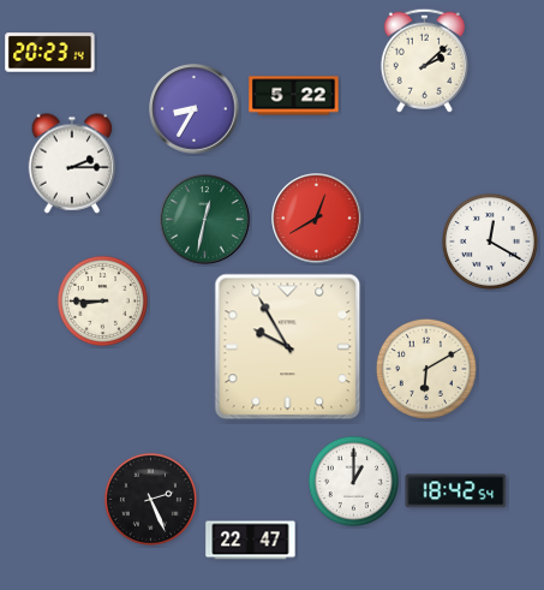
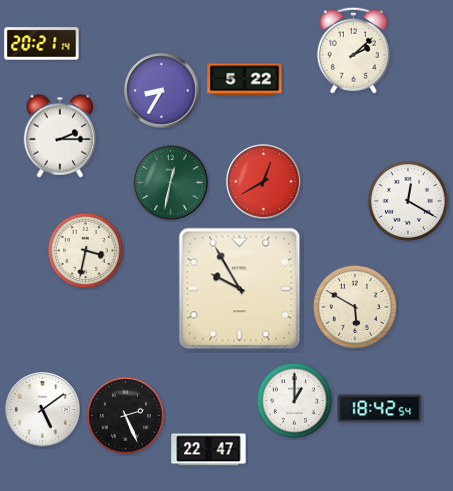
clock at (50, 53): 20:23 -> 20:21
clock at (102, 300): 8:45 -> 3:32
clock at (426, 369): 6:10 -> 5:50
clock at (43, 410): none -> 5:09
